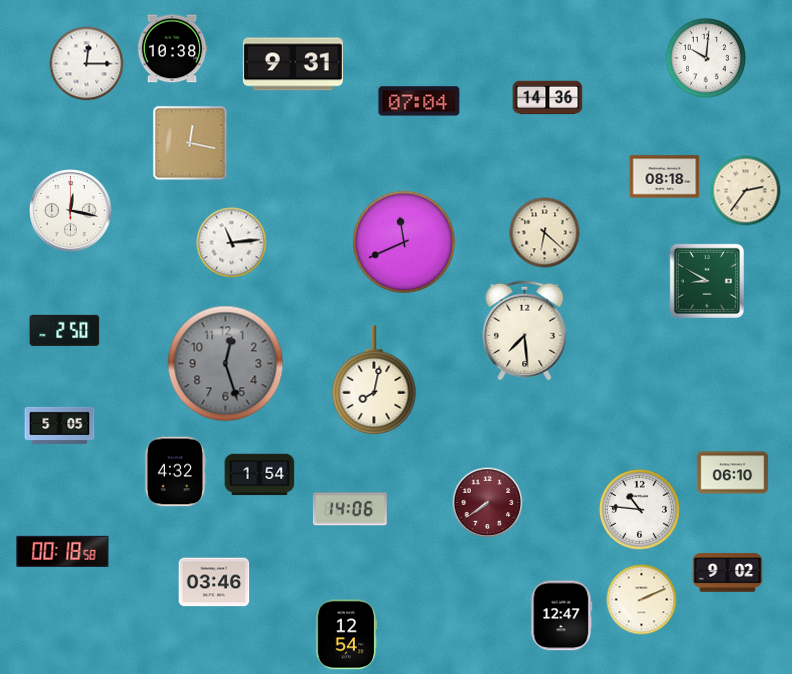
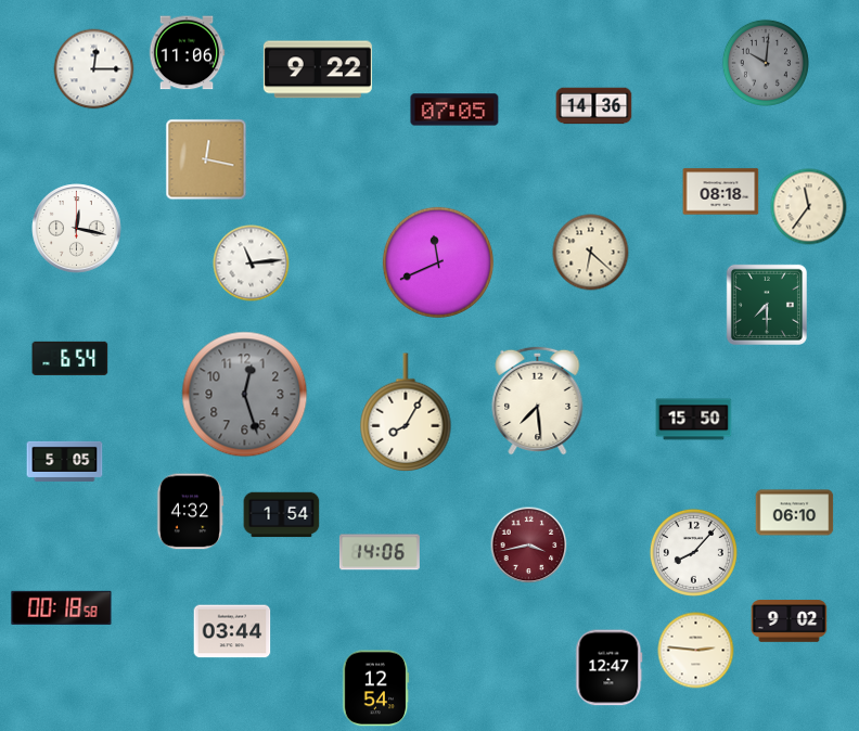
clock at (172, 49): 10:38 -> 11:06
clock at (706, 58) dial: white -> grey
clock at (293, 64): 9:31 -> 9:22
clock at (419, 101): 07:04 -> 07:05
clock at (190, 143) position: (190, 143) -> (206, 159)
clock at (746, 191): 2:36 -> 11:36
clock at (707, 281): 8:50 -> 7:30
clock at (65, 330): 2:50 -> 6:54
clock at (525, 330) position: (525, 330) -> (538, 400)
clock at (374, 380): 8:02 -> 8:05
clock at (694, 420): none -> 15:50
clock at (488, 503): 7:39 -> 3:43
clock at (639, 509): 10:46 -> 8:07
clock at (63, 551) position: (63, 551) -> (62, 607)
clock at (214, 582): 03:46 -> 03:44
clock at (642, 600): 2:11 -> 2:46
